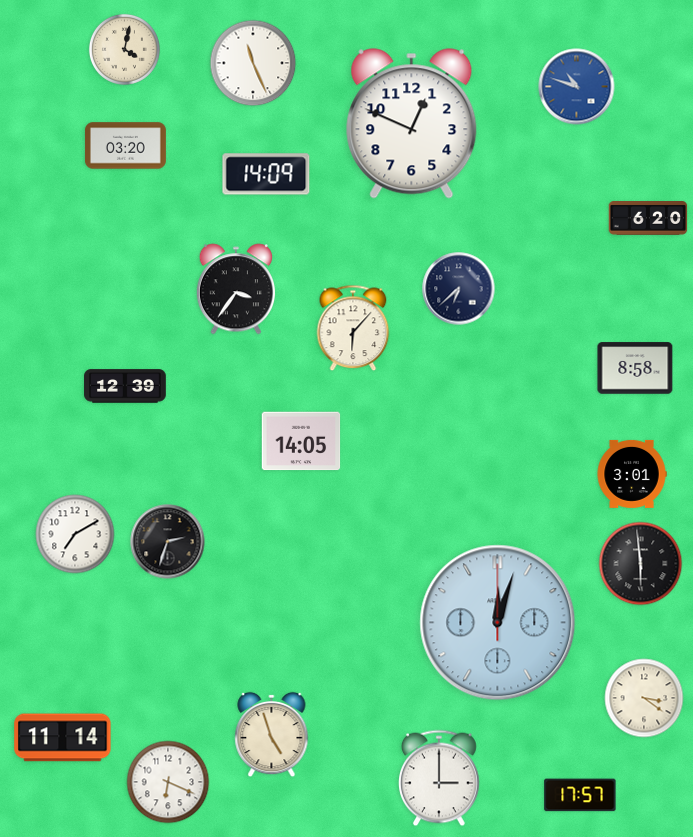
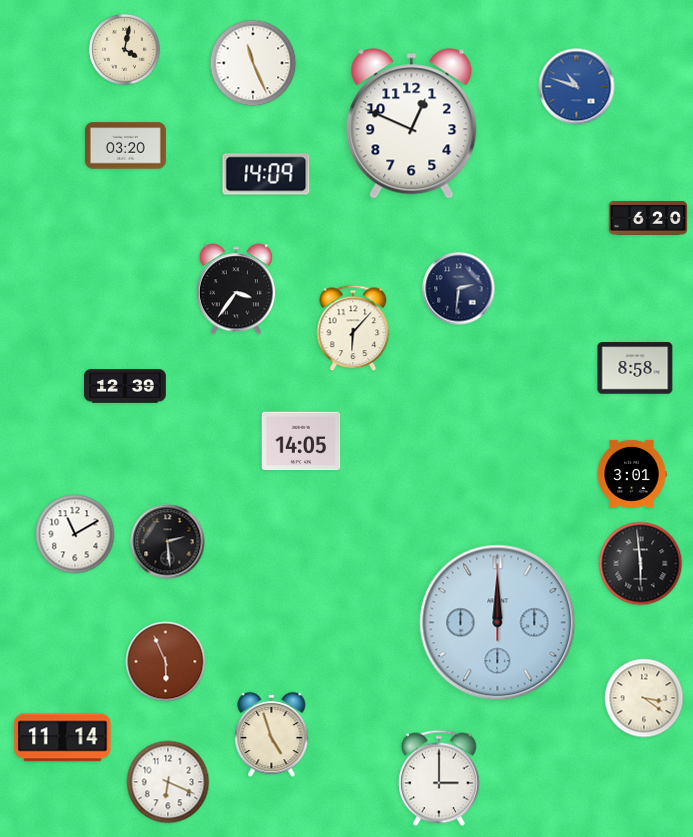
clock at (459, 289): 6:38 -> 2:31
clock at (75, 534): 7:10 -> 11:10
clock at (168, 542): 2:33 -> 2:29
clock at (498, 623): 12:03 -> 12:00
clock at (166, 662): none -> 5:56
clock at (580, 795): 17:57 -> none
